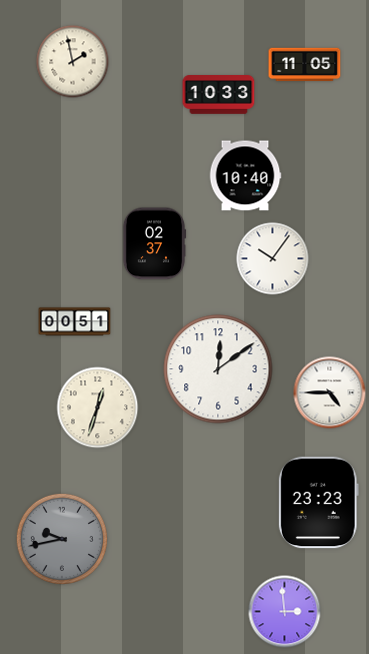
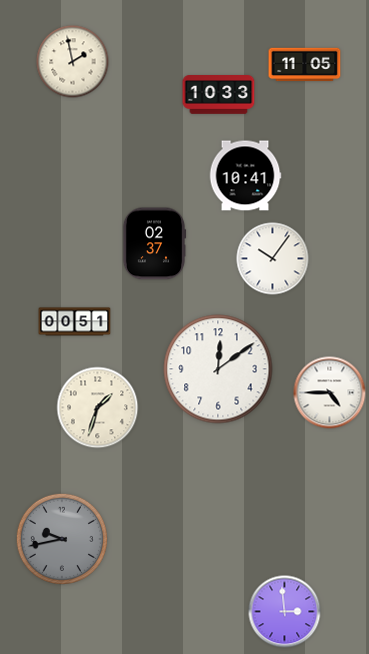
clock at (245, 176): 10:40 -> 10:41
clock at (98, 408): 12:33 -> 1:33
clock at (318, 503): 23:23 -> none
